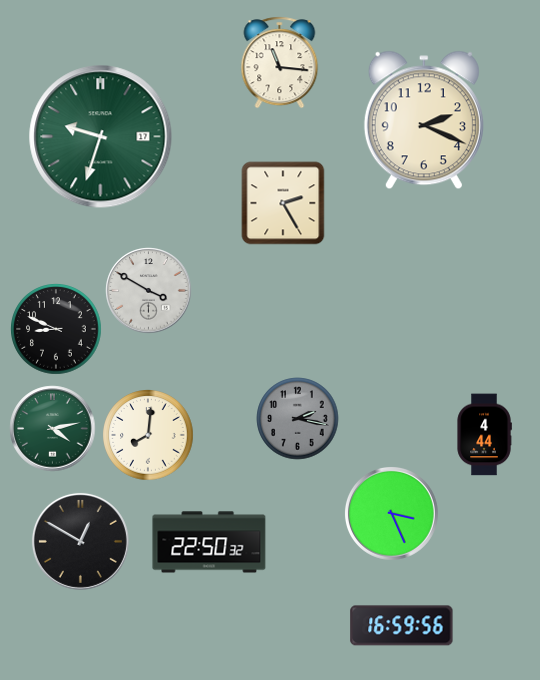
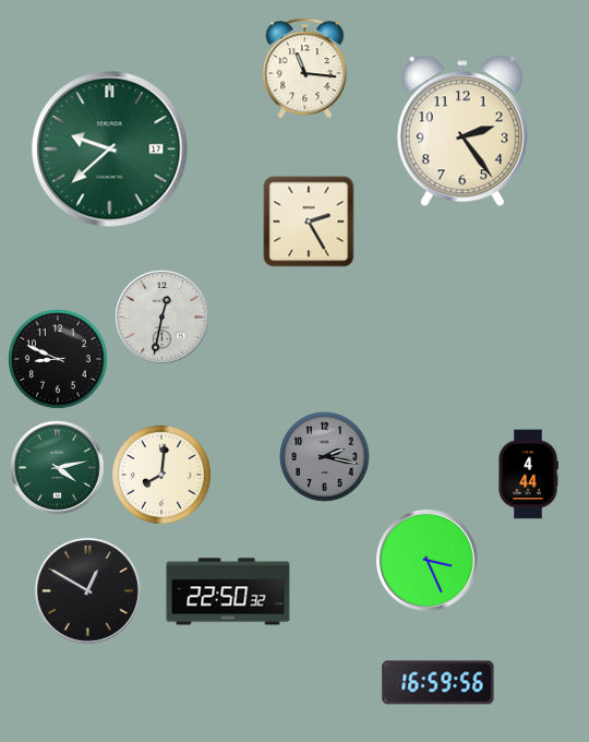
clock at (424, 120): 2:19 -> 2:24
clock at (101, 137): 9:33 -> 9:38
clock at (149, 291): 3:50 -> 12:32
clock at (56, 329) position: (56, 329) -> (58, 359)
